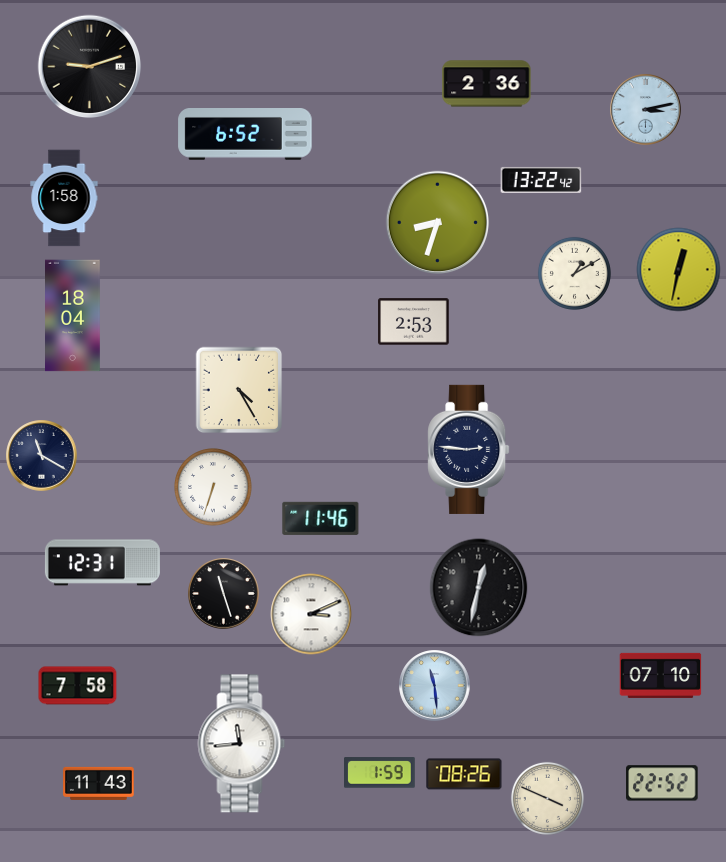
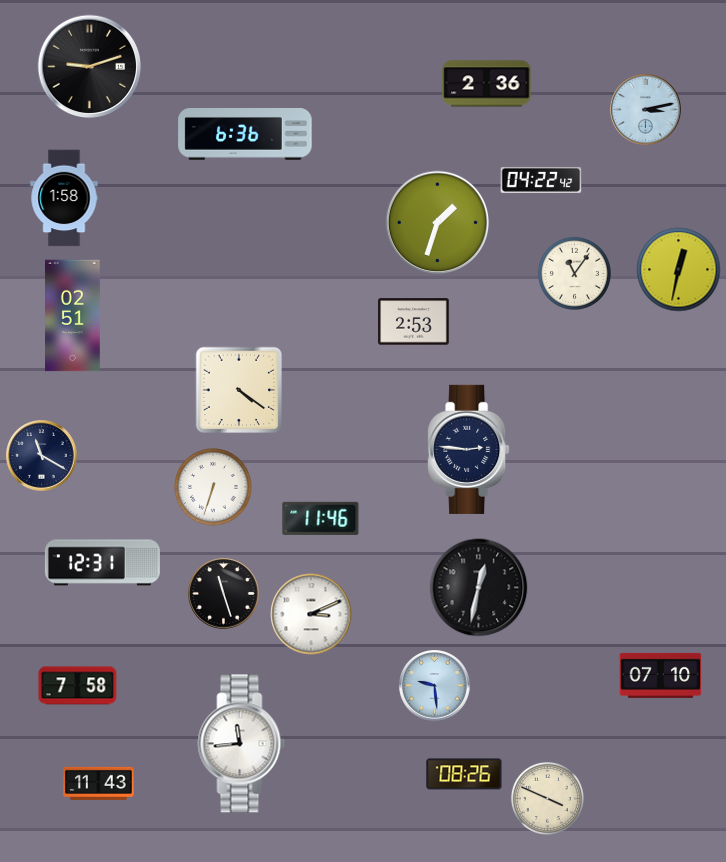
clock at (245, 135): 6:52 -> 6:36
clock at (541, 180): 13:22 -> 04:22
clock at (438, 223): 8:33 -> 1:33
clock at (574, 273): 1:10 -> 11:06
clock at (73, 316): 18:04 -> 02:51
clock at (239, 390): 4:25 -> 4:21
clock at (435, 686): 11:29 -> 9:29
clock at (380, 773): 1:59 -> none
clock at (662, 783): 22:52 -> none
